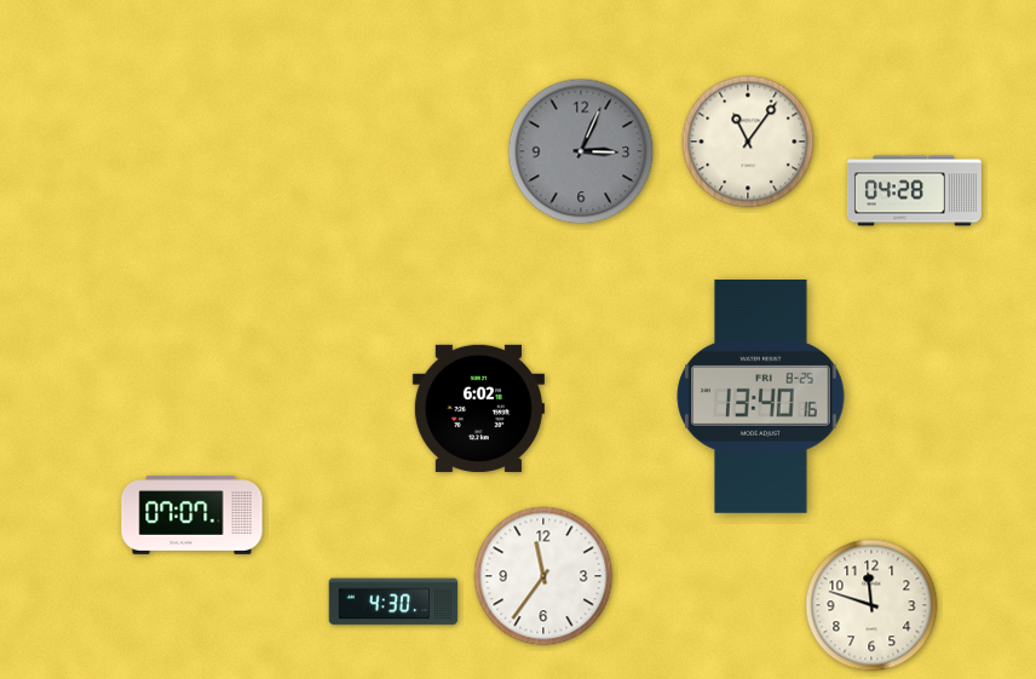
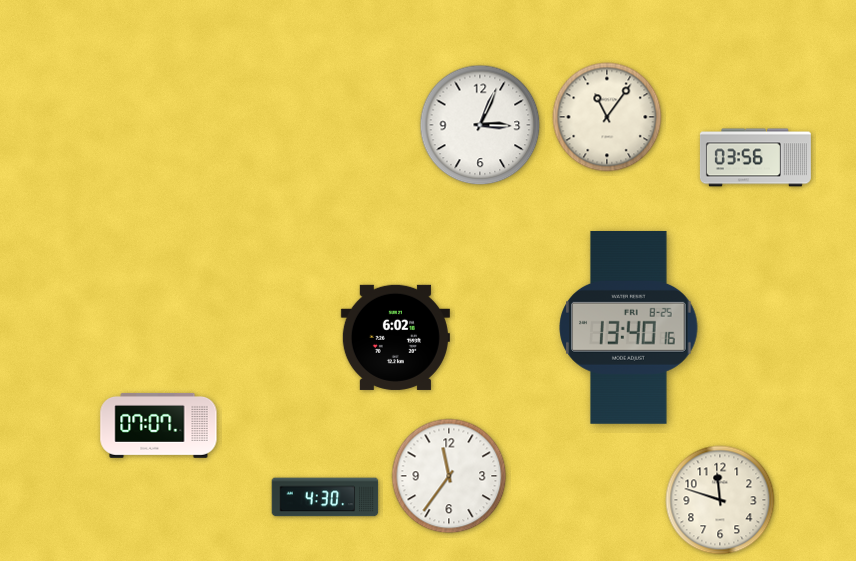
clock at (748, 142) position: (748, 142) -> (607, 117)
clock at (581, 151) dial: grey -> white
clock at (914, 191): 04:28 -> 03:56
